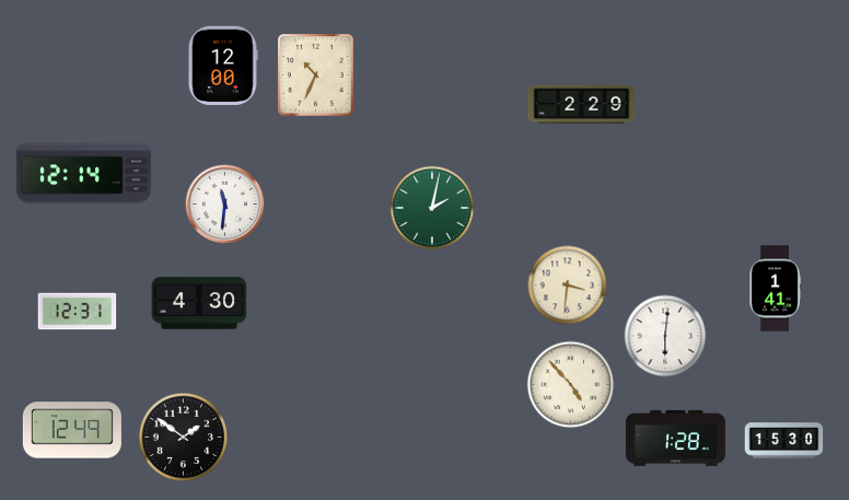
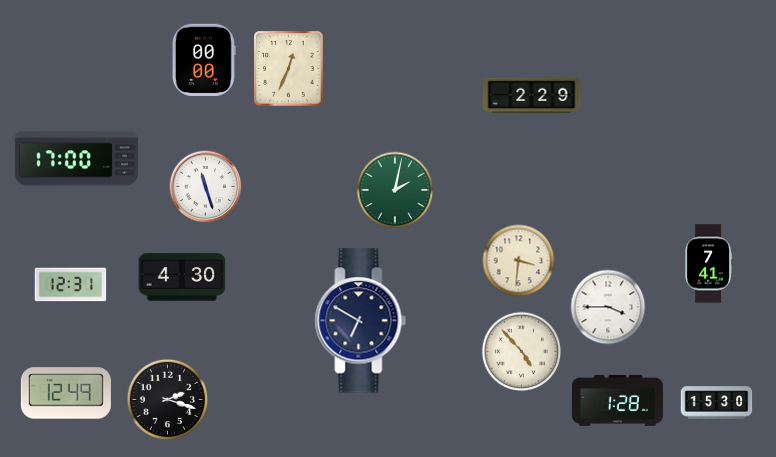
clock at (223, 65): 12:00 -> 00:00
clock at (316, 75): 10:34 -> 12:34
clock at (83, 174): 12:14 -> 17:00
clock at (225, 205): 11:31 -> 11:27
clock at (775, 289): 1:41 -> 7:41
clock at (665, 336): 6:01 -> 3:45
clock at (361, 321): none -> 6:50
clock at (184, 438): 1:51 -> 2:18
